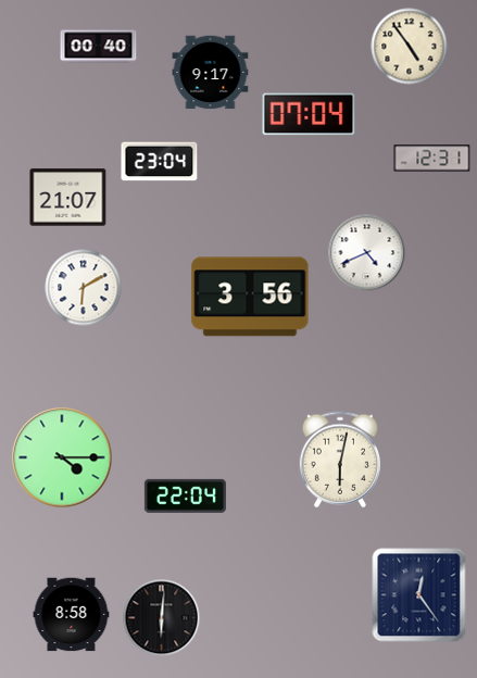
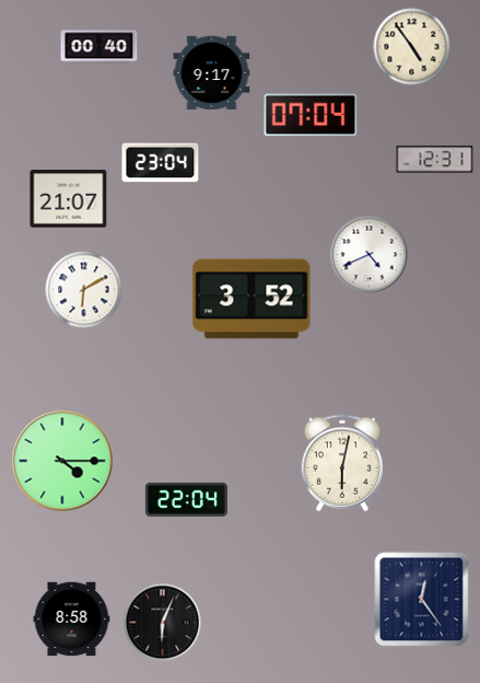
clock at (250, 297): 3:56 -> 3:52
clock at (162, 618): 6:01 -> 6:04
